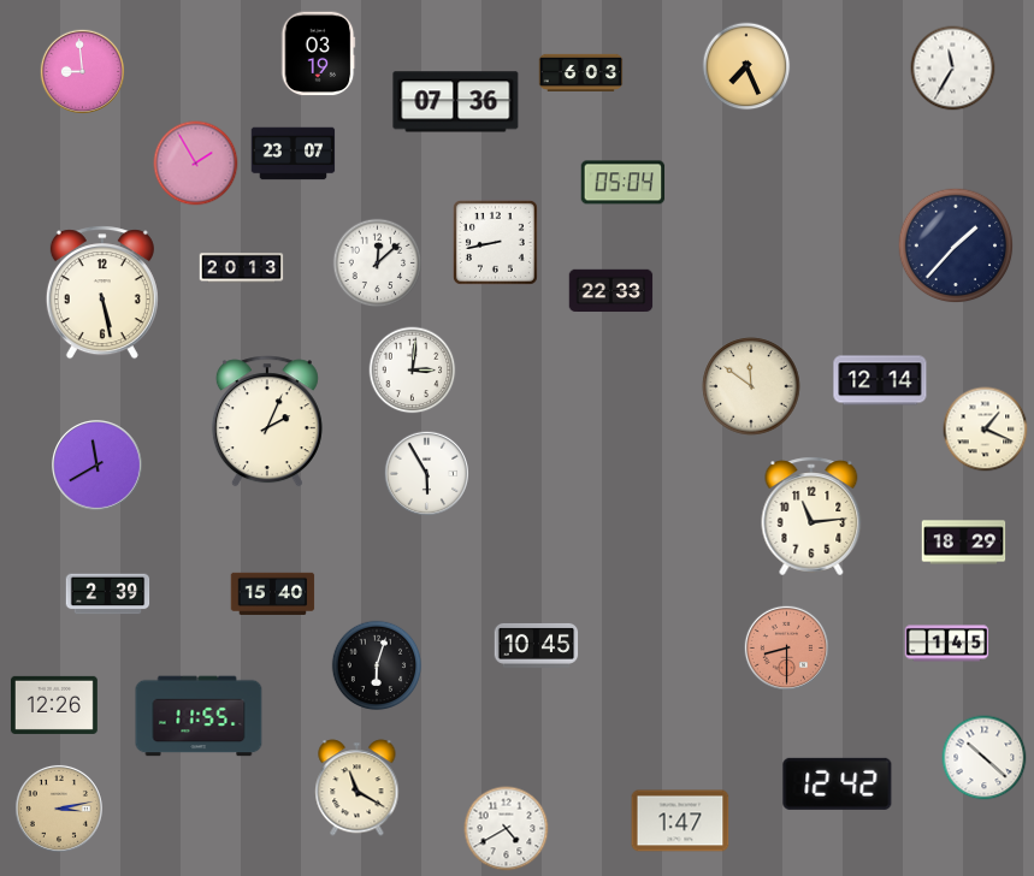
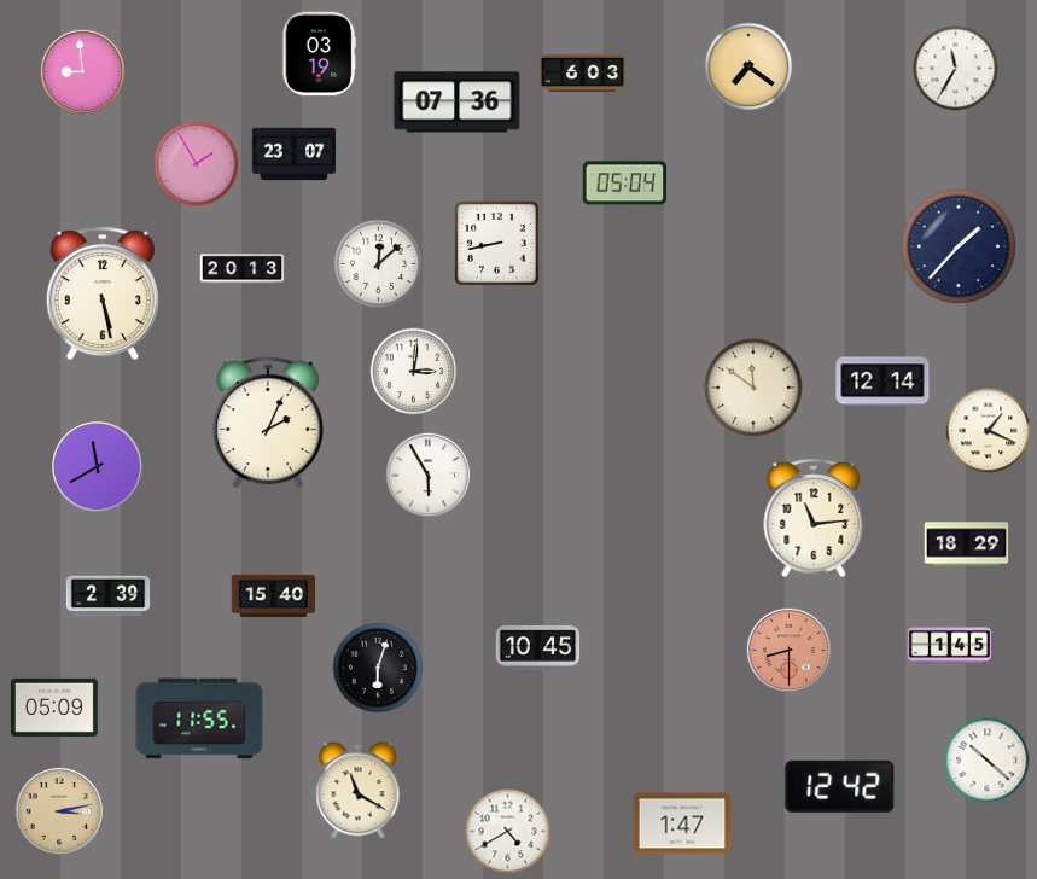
clock at (746, 66): 7:26 -> 7:21
clock at (611, 291): 22:33 -> none
clock at (54, 705): 12:26 -> 05:09
